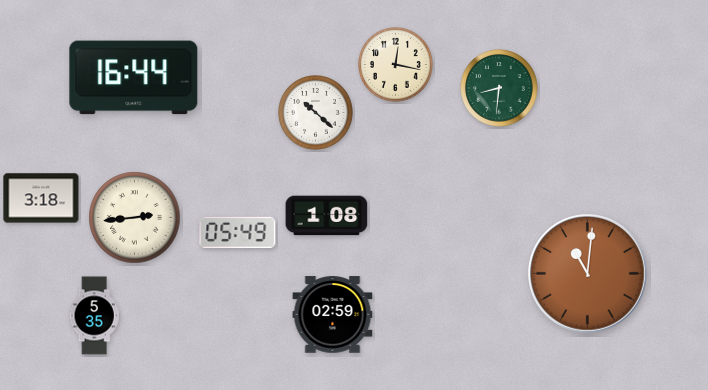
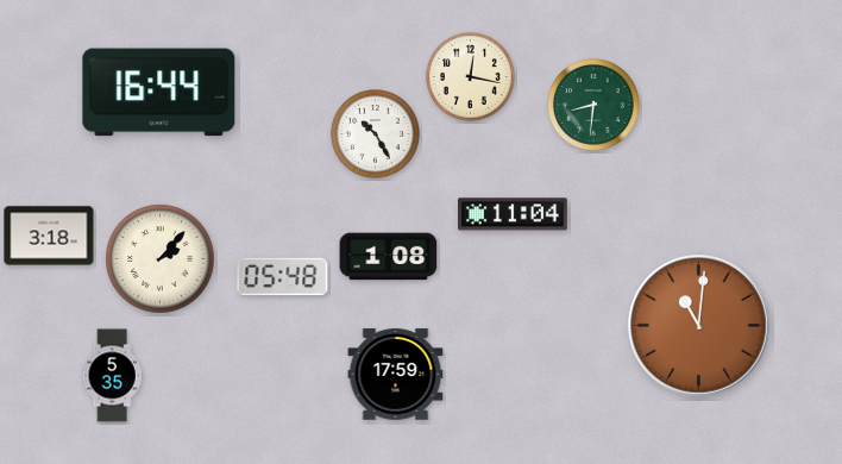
clock at (316, 113): 10:22 -> 10:25
clock at (514, 214): none -> 11:04
clock at (135, 218): 2:44 -> 2:07
clock at (238, 233): 05:49 -> 05:48
clock at (333, 315): 02:59 -> 17:59
